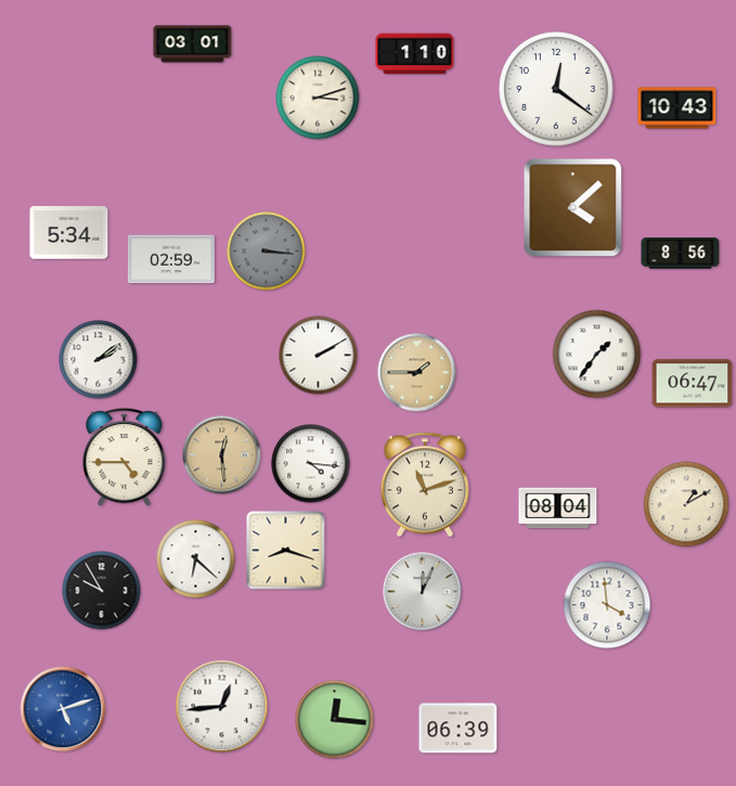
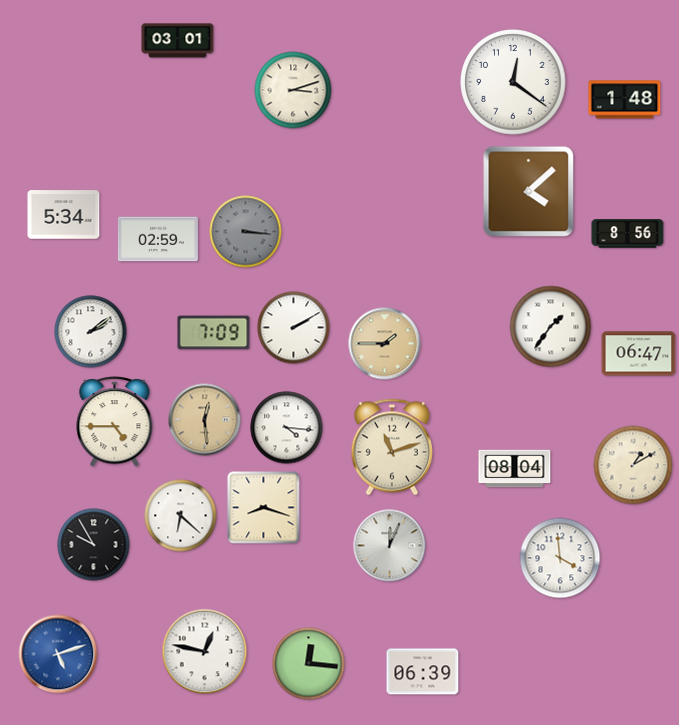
clock at (415, 54): 1:10 -> none
clock at (677, 108): 10:43 -> 1:48
clock at (214, 333): none -> 7:09
clock at (222, 707): 12:44 -> 12:47
